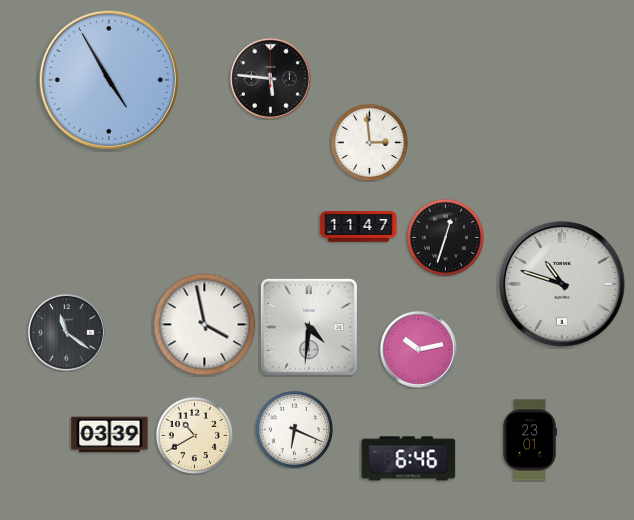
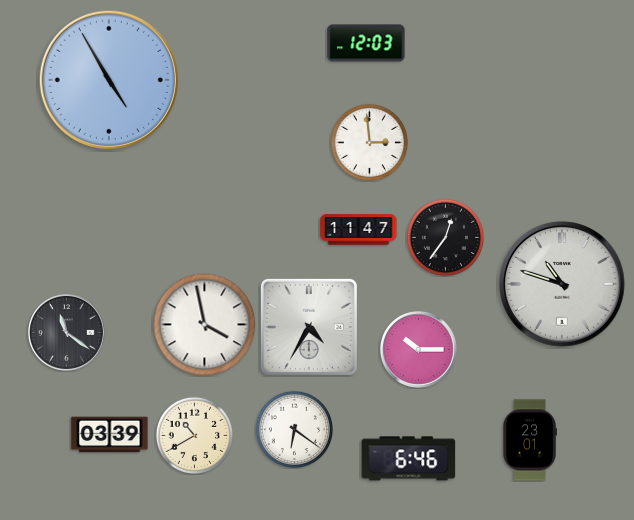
clock at (366, 43): none -> 12:03
clock at (270, 78): 5:46 -> none
clock at (359, 227) position: (359, 227) -> (359, 230)
clock at (445, 237): 12:33 -> 12:36
clock at (309, 327): 4:31 -> 4:35
clock at (418, 349): 10:13 -> 10:15
clock at (294, 429): 6:19 -> 6:21
